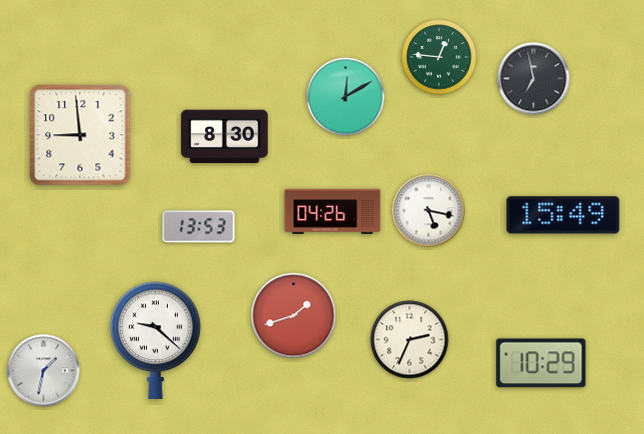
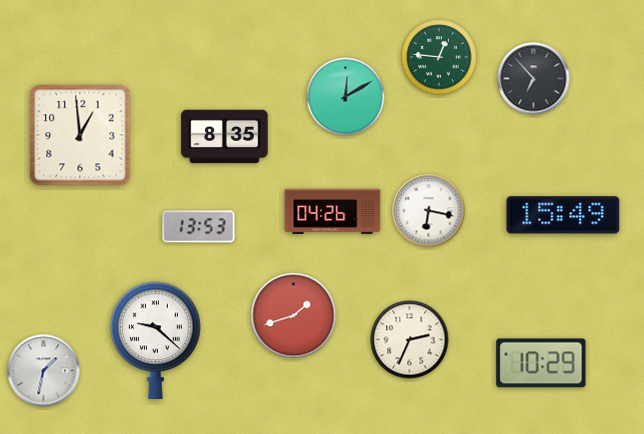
clock at (534, 79): 6:58 -> 6:53
clock at (80, 135): 8:59 -> 12:59
clock at (225, 137): 8:30 -> 8:35
clock at (429, 211): 5:17 -> 6:17
